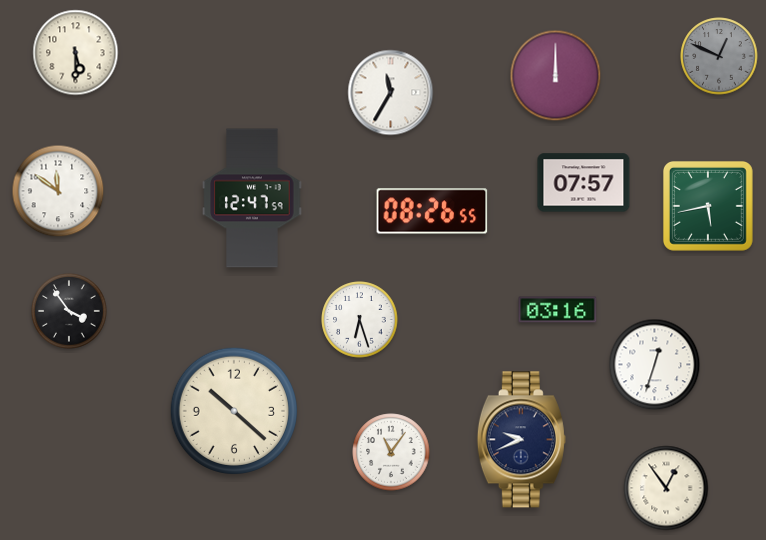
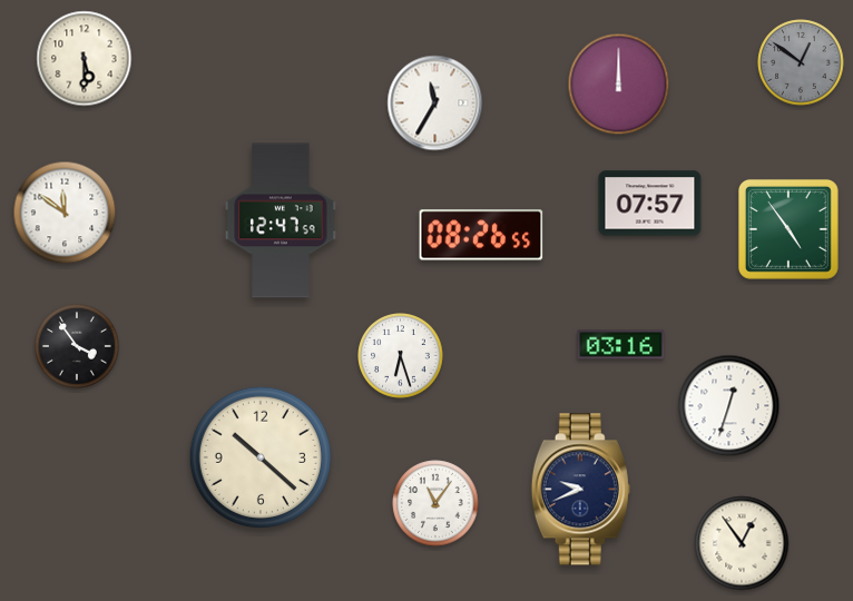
clock at (719, 56): 12:49 -> 12:51
clock at (708, 206): 5:43 -> 4:54
